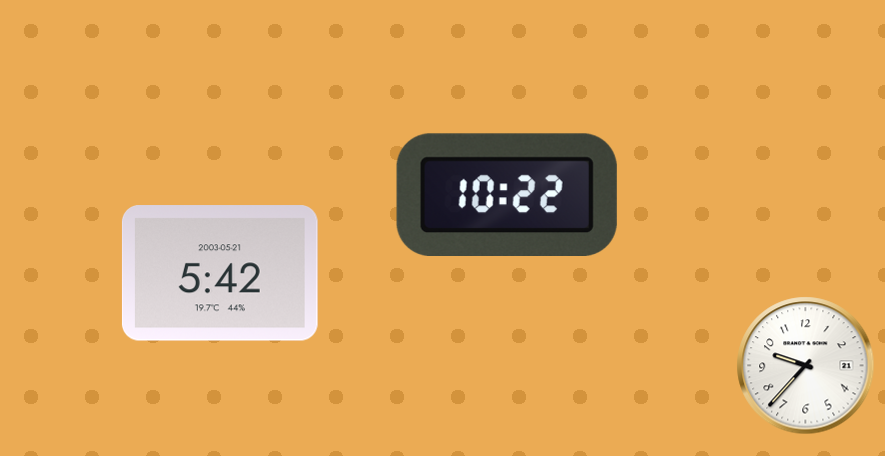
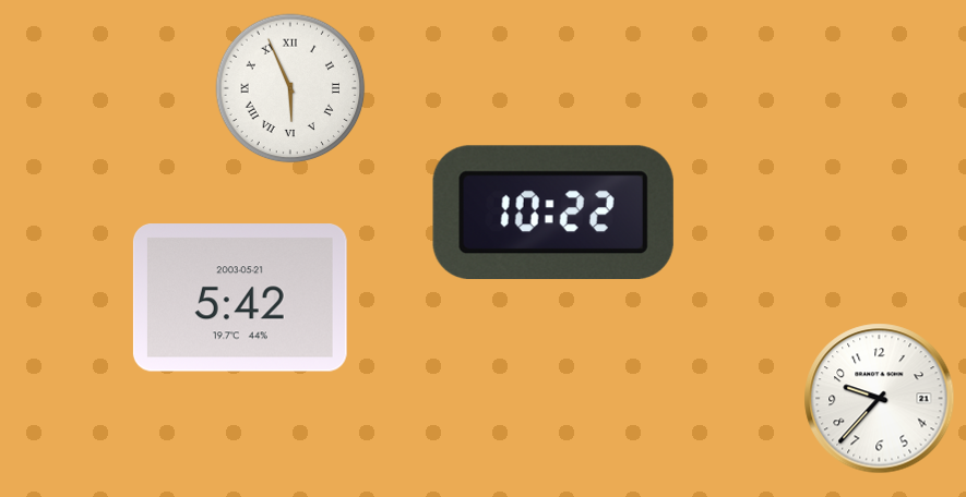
clock at (290, 88): none -> 5:56
